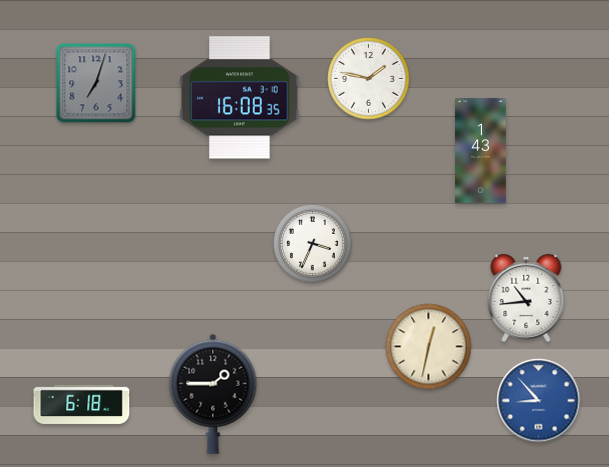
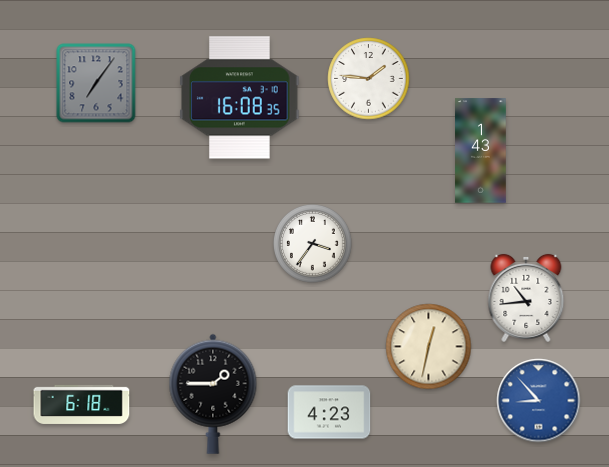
clock at (369, 79): 1:47 -> 1:46
clock at (96, 83): 7:03 -> 7:06
clock at (312, 243): 3:34 -> 3:36
clock at (329, 412): none -> 4:23
